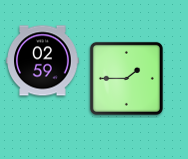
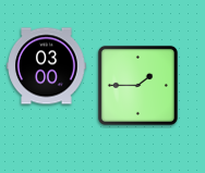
clock at (43, 61): 02:59 -> 03:00
